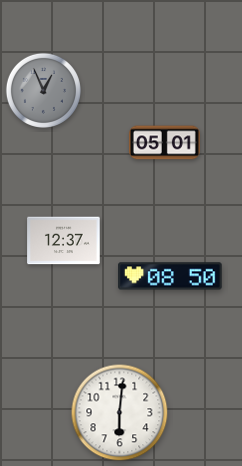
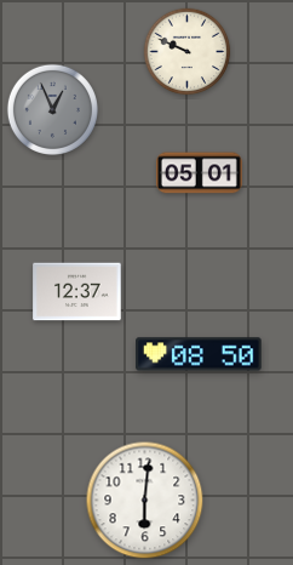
clock at (188, 52): none -> 9:49
clock at (170, 276) position: (170, 276) -> (199, 354)
